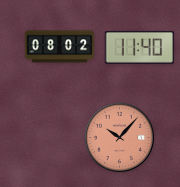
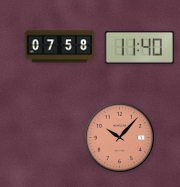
clock at (60, 47): 08:02 -> 07:58
